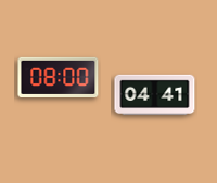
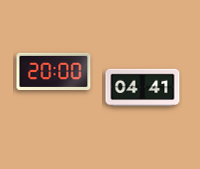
clock at (59, 77): 08:00 -> 20:00
